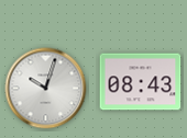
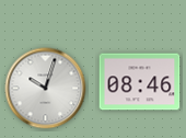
clock at (141, 82): 08:43 -> 08:46
